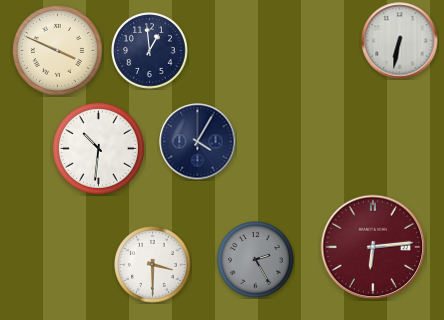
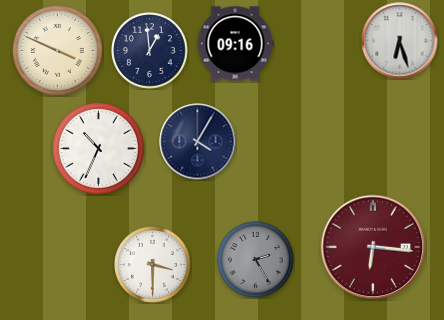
clock at (400, 41): 6:32 -> 6:27
clock at (235, 44): none -> 09:16
clock at (98, 148): 10:31 -> 10:34
clock at (373, 247): 6:14 -> 6:16
